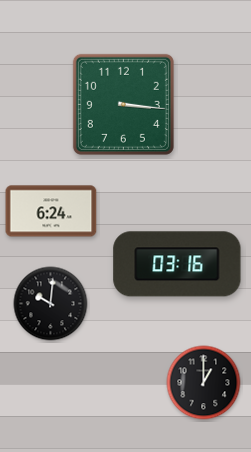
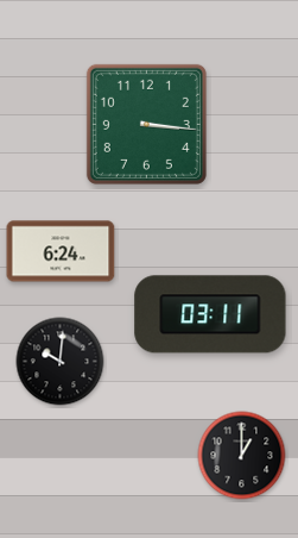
clock at (177, 264): 03:16 -> 03:11
